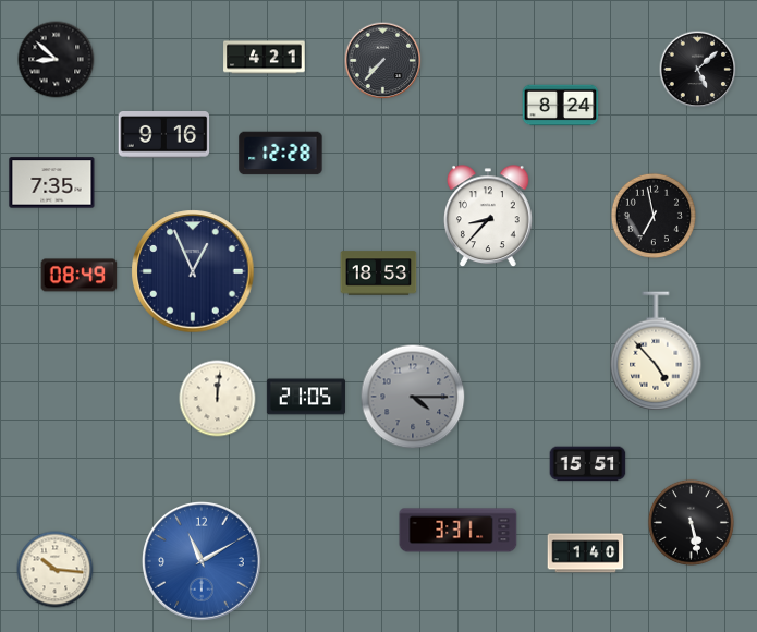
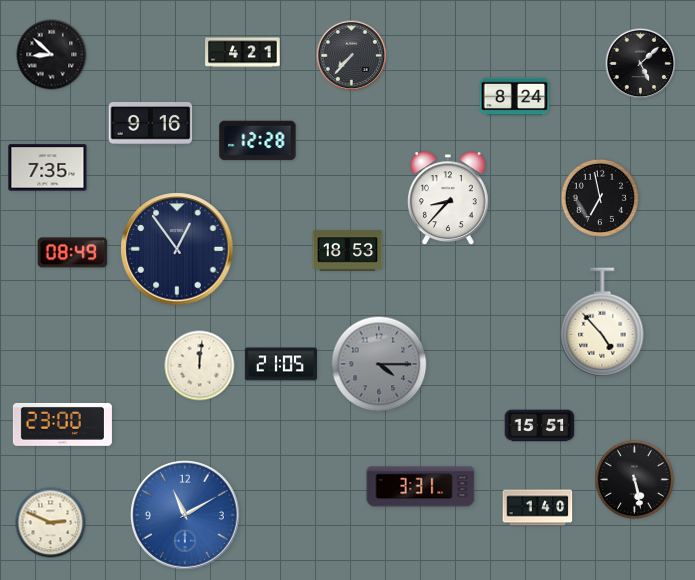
clock at (193, 271): 12:56 -> 12:54
clock at (62, 424): none -> 23:00
clock at (56, 570): 10:16 -> 2:49
